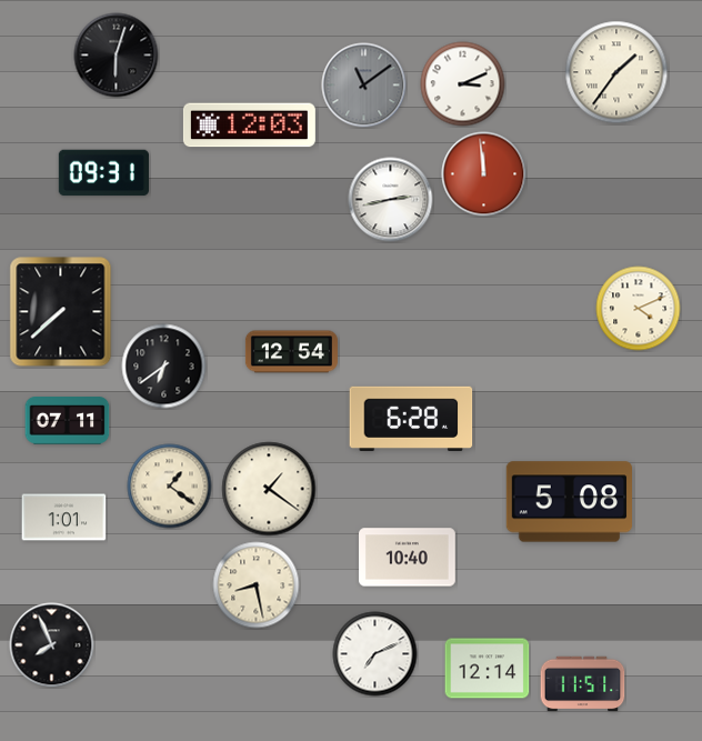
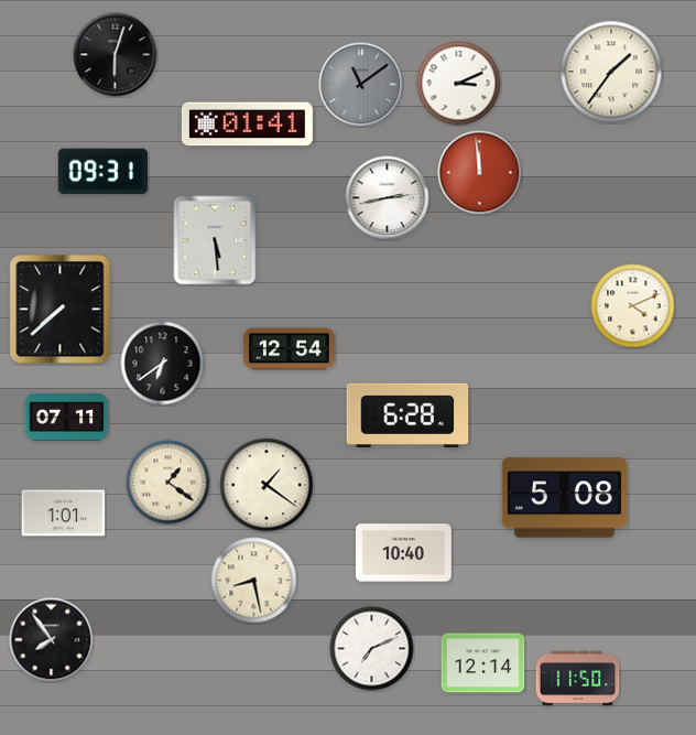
clock at (249, 126): 12:03 -> 01:41
clock at (215, 240): none -> 5:29
clock at (52, 645): 7:56 -> 7:54
clock at (583, 684): 11:51 -> 11:50
